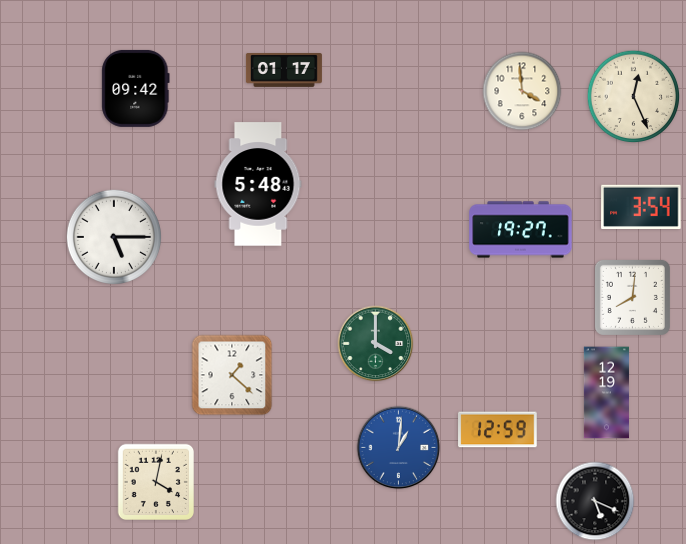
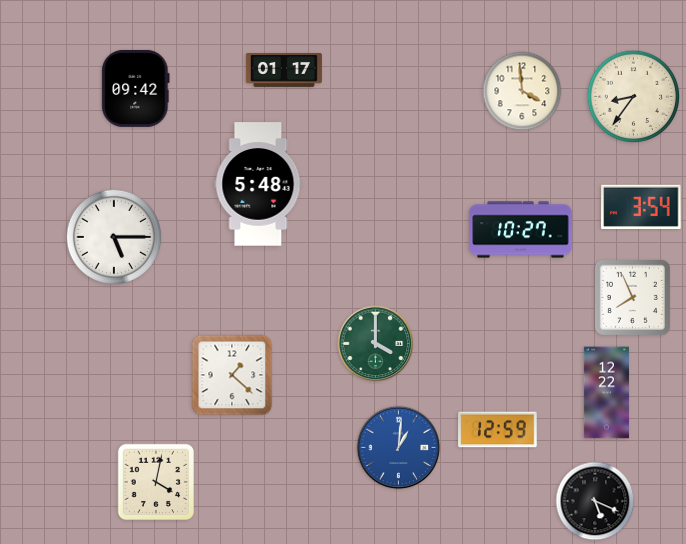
clock at (634, 97): 12:26 -> 8:36
clock at (521, 230): 19:27 -> 10:27
clock at (632, 297): 8:01 -> 7:56
clock at (606, 393): 12:19 -> 12:22
